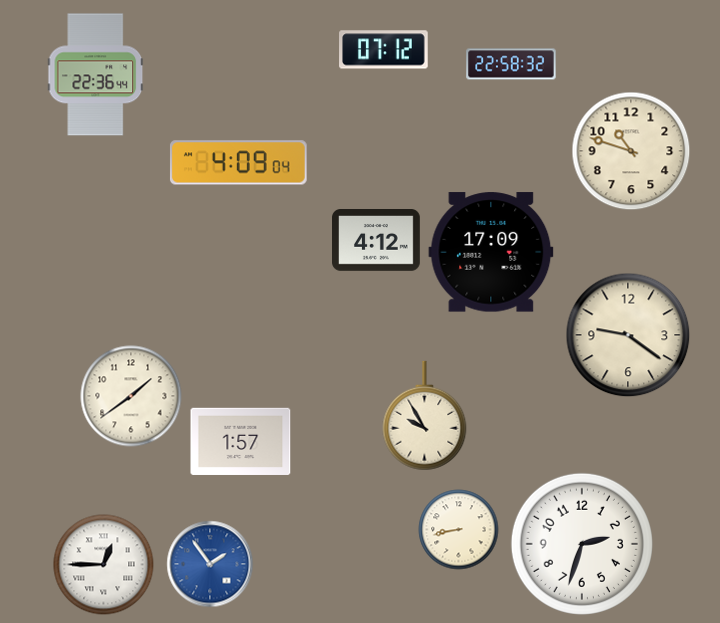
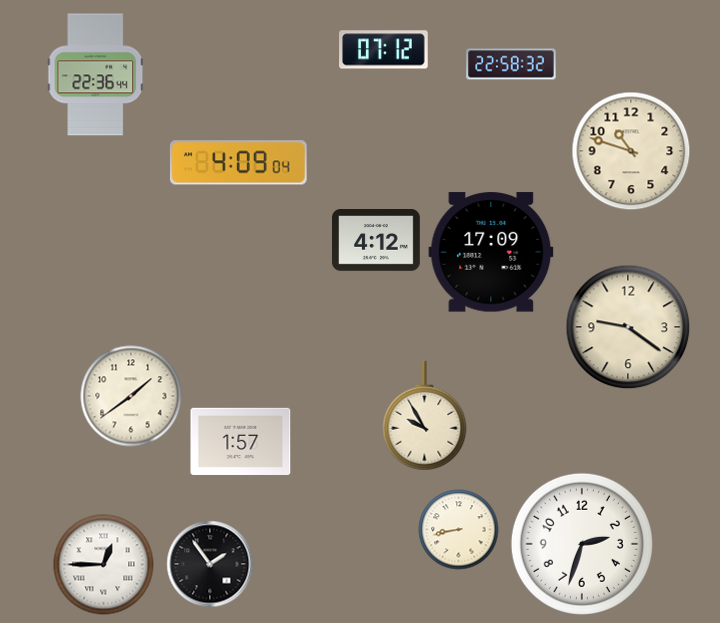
clock at (628, 335) position: (628, 335) -> (628, 327)
clock at (210, 564) dial: blue -> black
